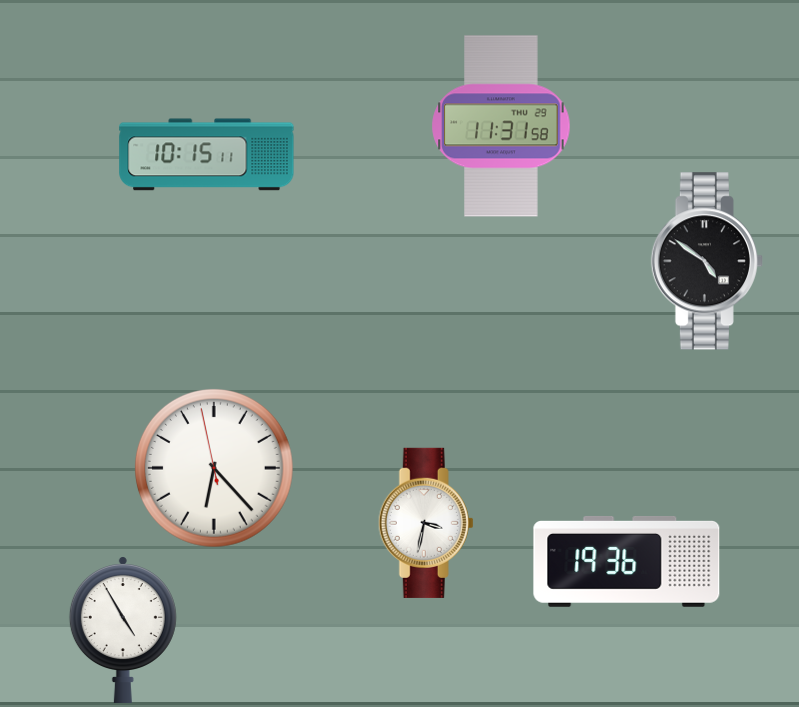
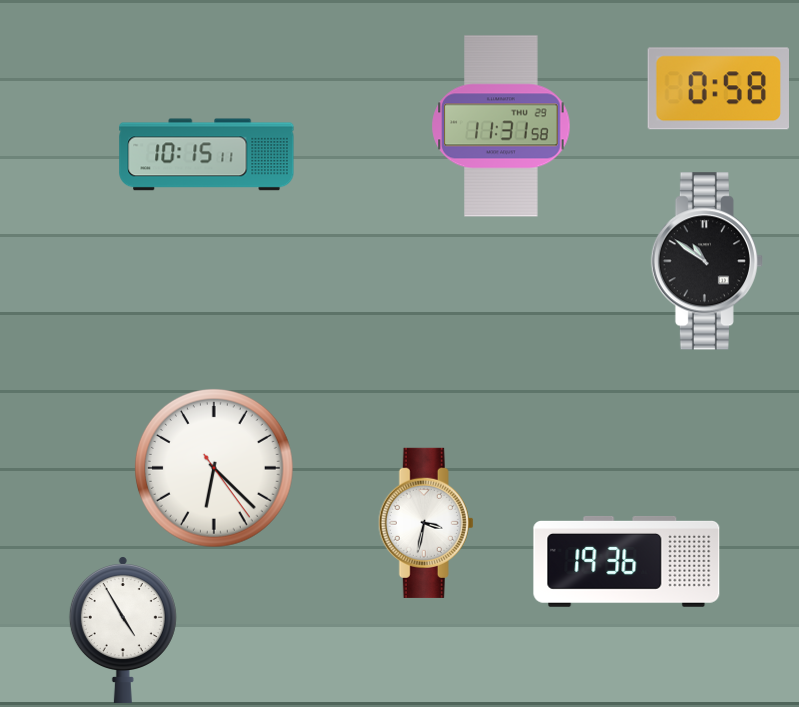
clock at (718, 89): none -> 0:58
clock at (706, 261): 4:51 -> 10:51
clock at (214, 468): 6:22:58 -> 6:22:24
